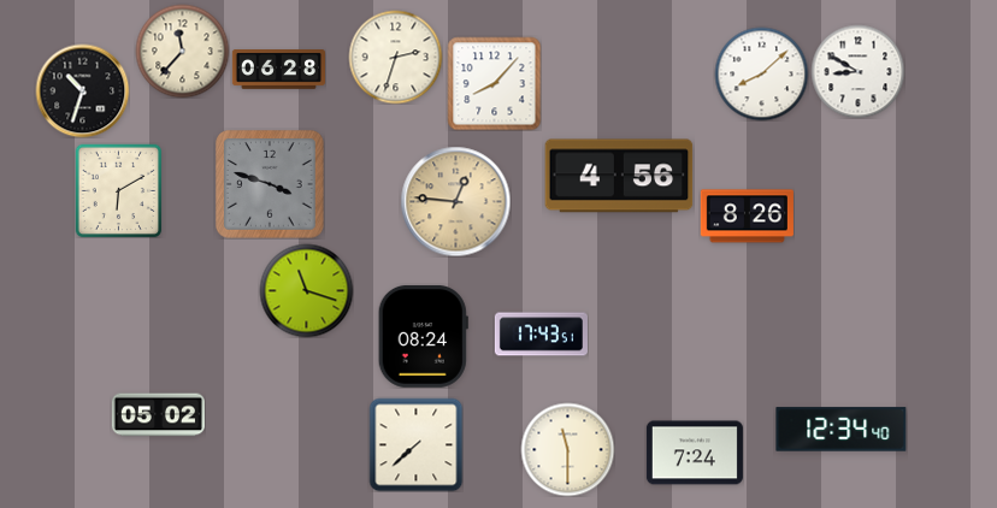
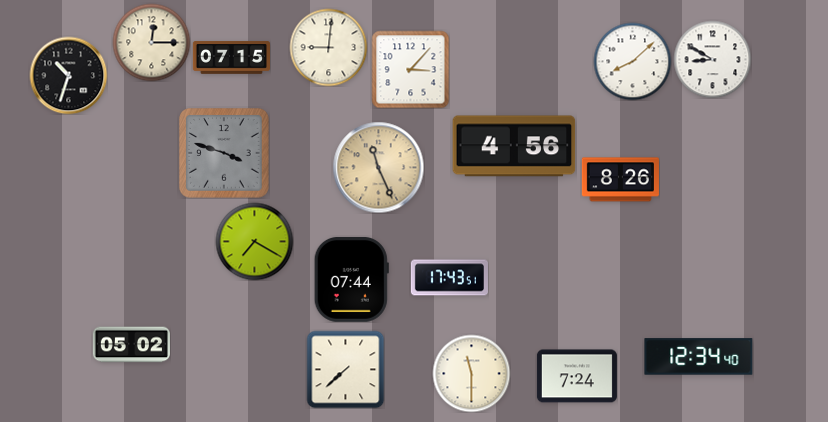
clock at (182, 51): 11:37 -> 12:15
clock at (395, 57): 2:33 -> 9:01
clock at (278, 70): 06:28 -> 07:15
clock at (494, 83): 8:07 -> 3:07
clock at (119, 190): 6:10 -> none
clock at (455, 201): 12:46 -> 11:26
clock at (306, 290): 11:18 -> 7:20
clock at (423, 336): 08:24 -> 07:44
